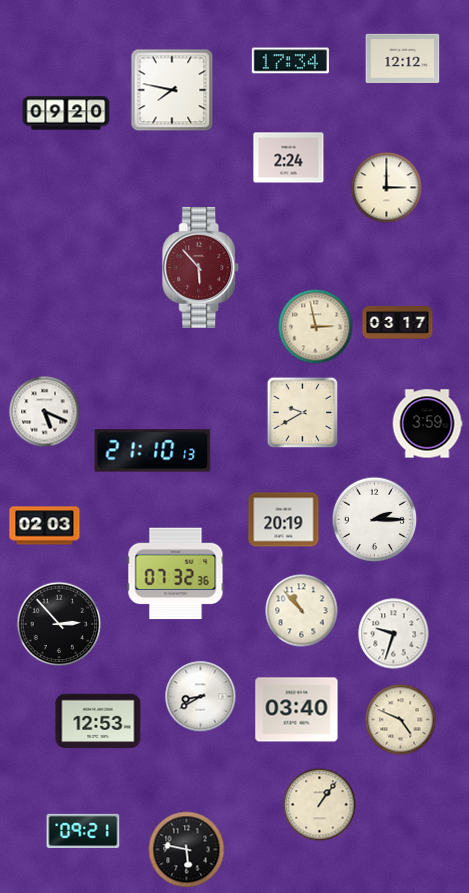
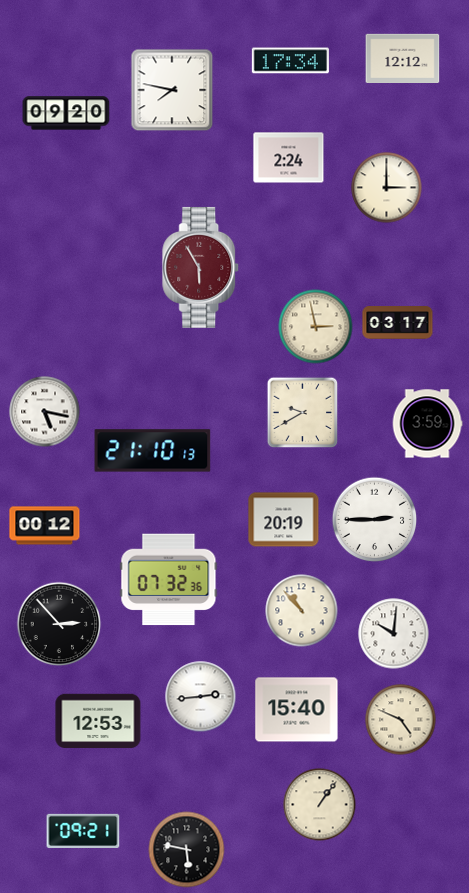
clock at (201, 267): 5:53 -> 5:55
clock at (45, 412): 5:19 -> 5:17
clock at (375, 520): 2:15 -> 2:45
clock at (45, 526): 02:03 -> 00:12
clock at (176, 574) position: (176, 574) -> (169, 580)
clock at (394, 634): 9:33 -> 10:01
clock at (201, 697): 8:40 -> 2:44
clock at (297, 710): 03:40 -> 15:40
